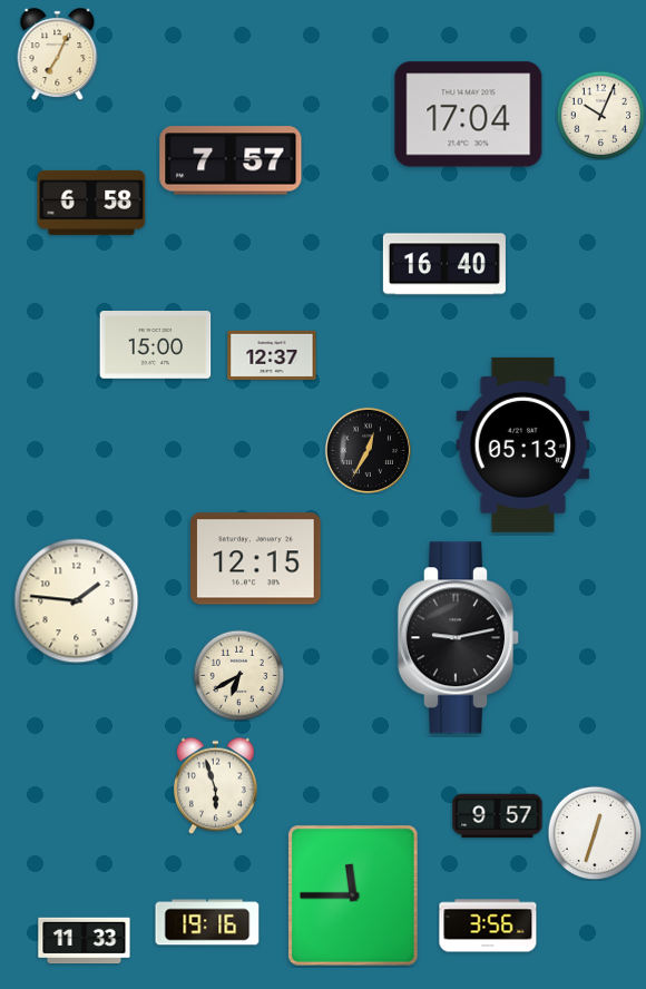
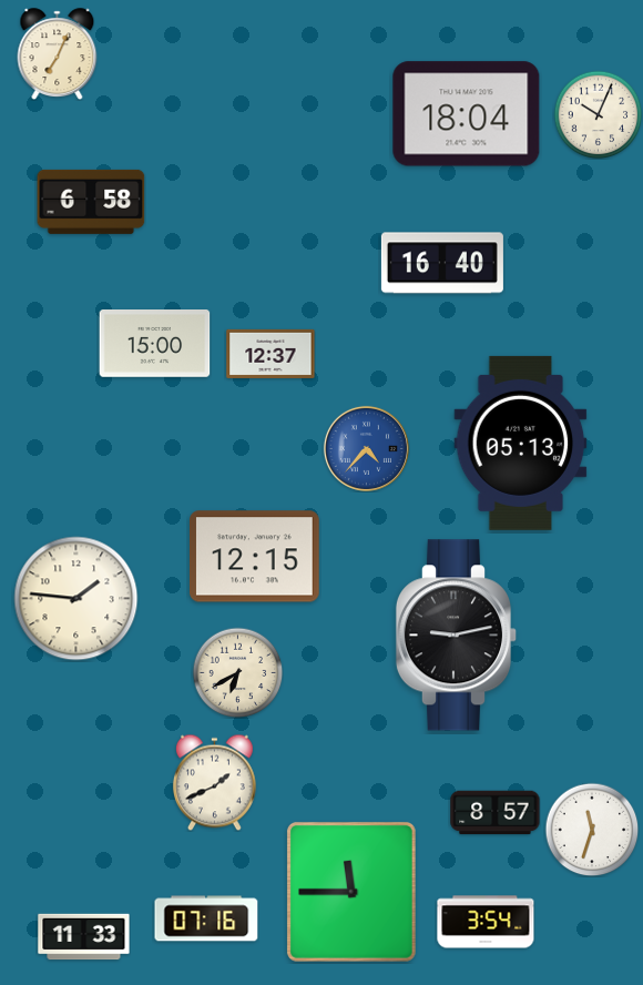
clock at (469, 115): 17:04 -> 18:04
clock at (231, 160): 7:57 -> none
clock at (368, 450): 12:35 -> 4:37
clock at (368, 450) dial: black -> blue
clock at (215, 785): 5:57 -> 1:41
clock at (498, 816): 9:57 -> 8:57
clock at (595, 833): 12:33 -> 11:33
clock at (207, 922): 19:16 -> 07:16
clock at (488, 926): 3:56 -> 3:54
